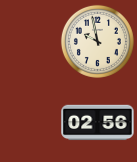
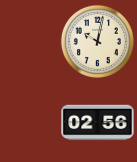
clock at (97, 41): 9:58 -> 10:02
